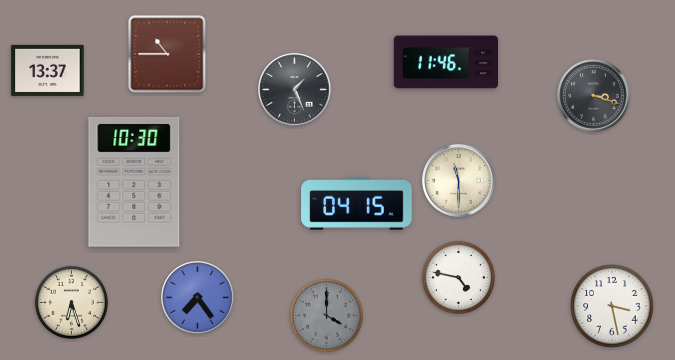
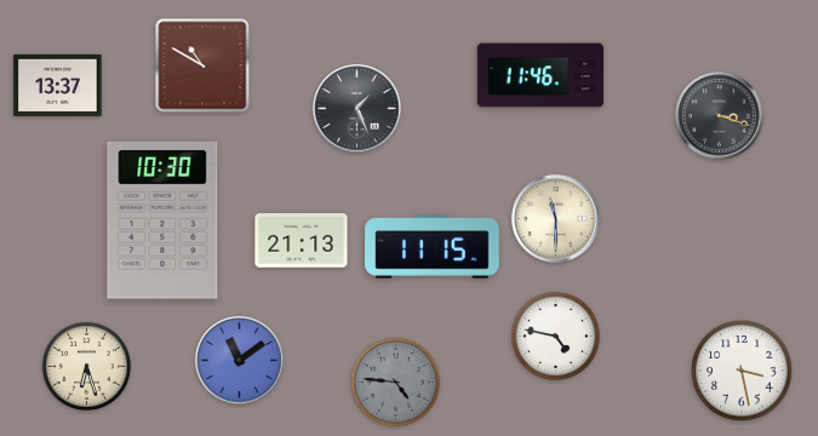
clock at (167, 54): 10:45 -> 10:50
clock at (302, 241): none -> 21:13
clock at (357, 204): 04:15 -> 11:15
clock at (198, 298): 7:24 -> 11:09
clock at (326, 315): 4:00 -> 4:46
